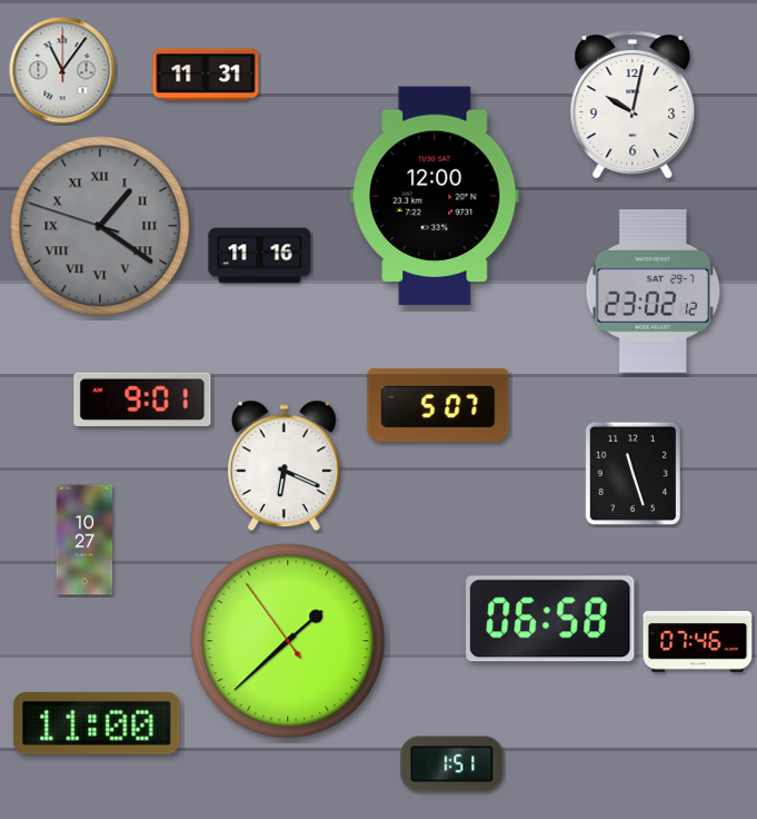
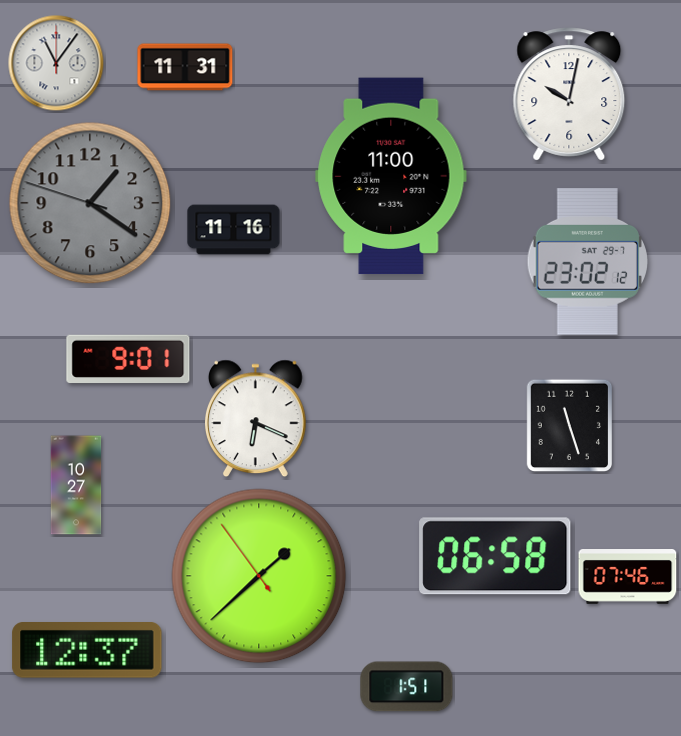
clock at (435, 196): 12:00 -> 11:00
clock at (100, 226) numerals: Roman -> Arabic
clock at (438, 405): 5:07 -> none
clock at (97, 724): 11:00 -> 12:37
